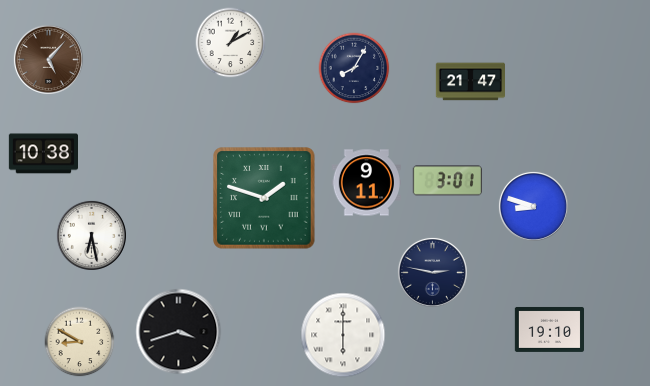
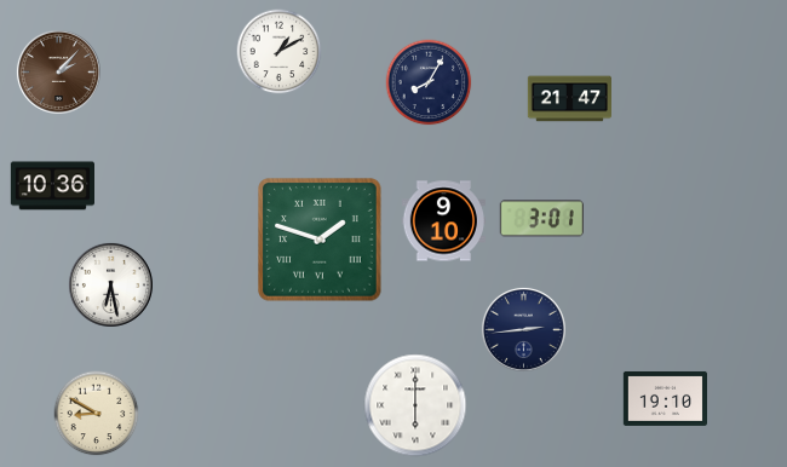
clock at (48, 59): 5:07 -> 2:07
clock at (43, 154): 10:38 -> 10:36
clock at (366, 183): 9:11 -> 9:10
clock at (533, 206): 8:48 -> none
clock at (432, 272): 2:47 -> 2:44
clock at (179, 332): 3:42 -> none
